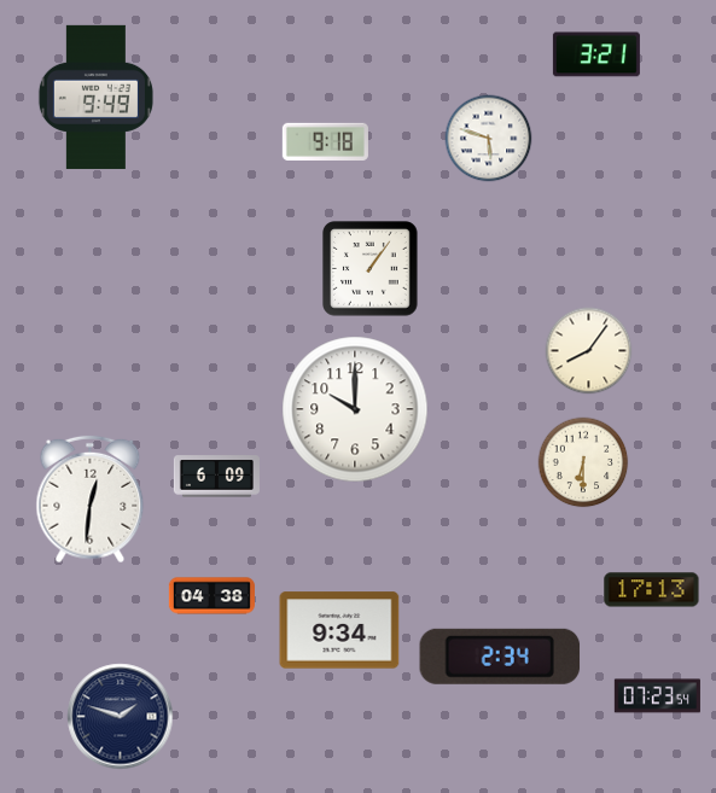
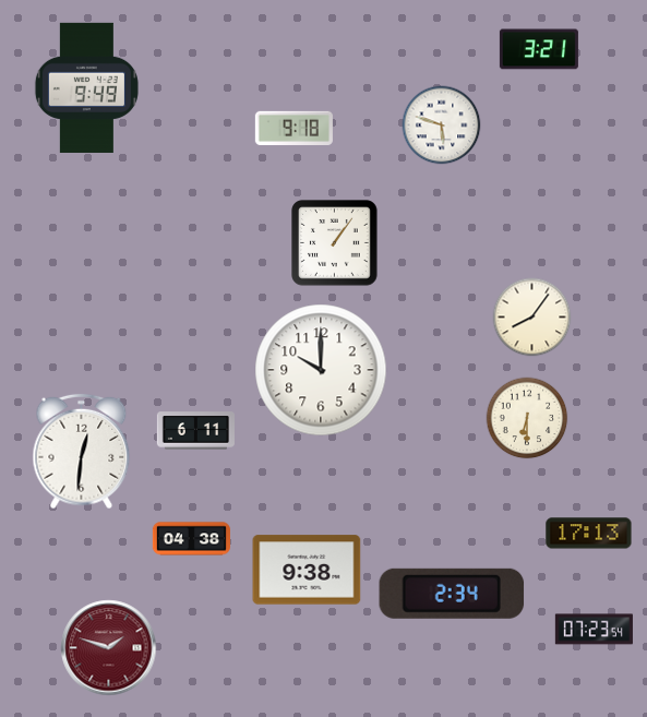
clock at (216, 477): 6:09 -> 6:11
clock at (339, 630): 9:34 -> 9:38
clock at (121, 717) dial: navy -> burgundy
